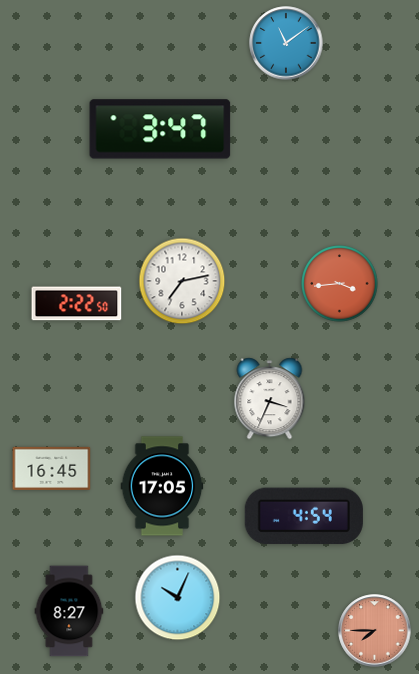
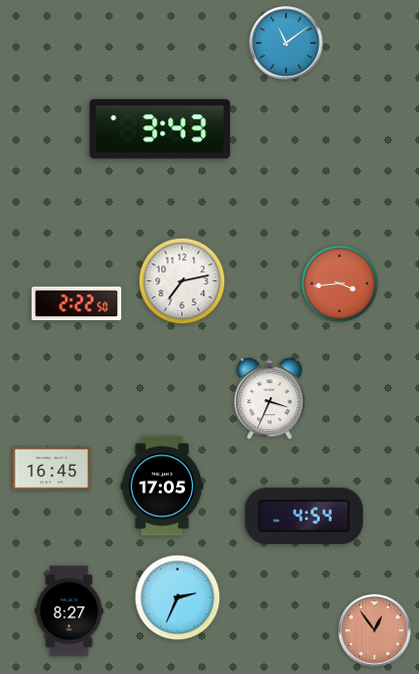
clock at (160, 129): 3:47 -> 3:43
clock at (178, 598): 10:04 -> 2:34
clock at (375, 631): 7:45 -> 12:54
